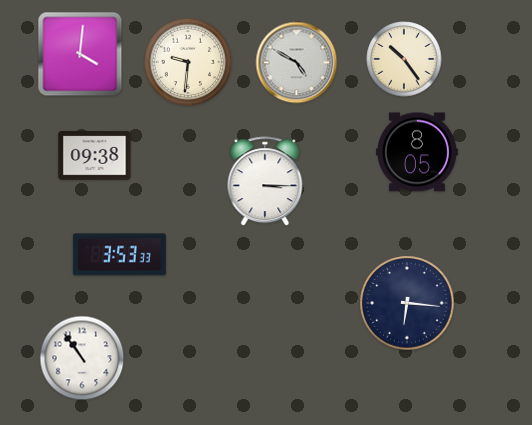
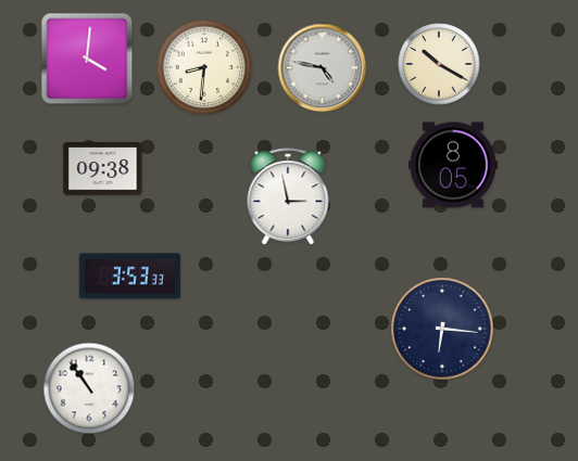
clock at (404, 59): 10:24 -> 10:20
clock at (188, 62): 9:31 -> 8:31
clock at (297, 63): 4:50 -> 4:47
clock at (265, 182): 3:15 -> 2:58
